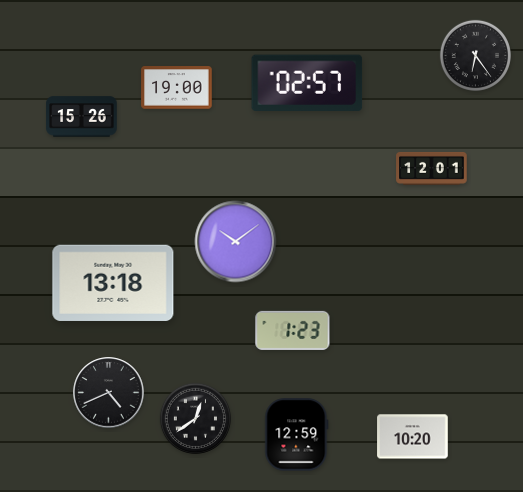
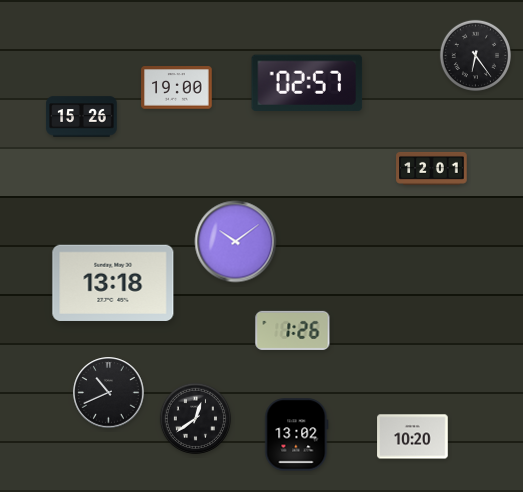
clock at (293, 330): 1:23 -> 1:26
clock at (109, 393): 4:41 -> 10:41
clock at (297, 435): 12:59 -> 13:02
